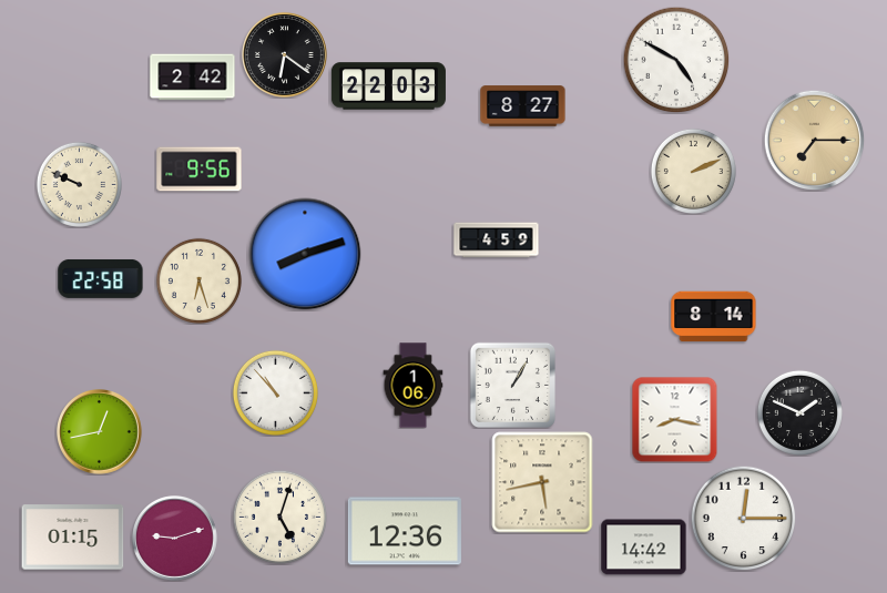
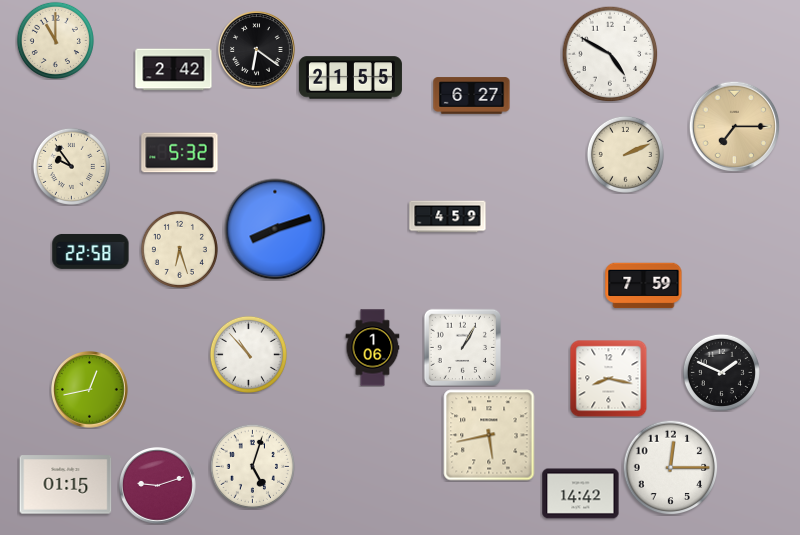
clock at (55, 40): none -> 11:00
clock at (388, 86): 22:03 -> 21:55
clock at (523, 106): 8:27 -> 6:27
clock at (200, 170): 9:56 -> 5:32
clock at (79, 184): 9:49 -> 9:54
clock at (198, 280) position: (198, 280) -> (179, 249)
clock at (714, 317): 8:14 -> 7:59
clock at (405, 531): 12:36 -> none
